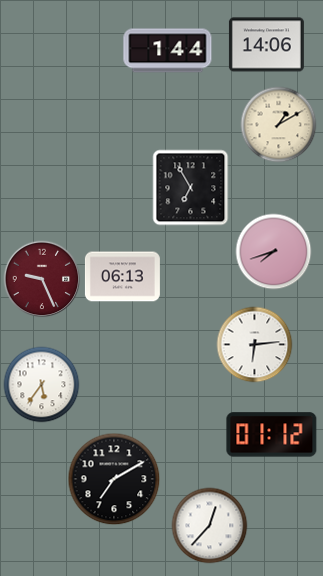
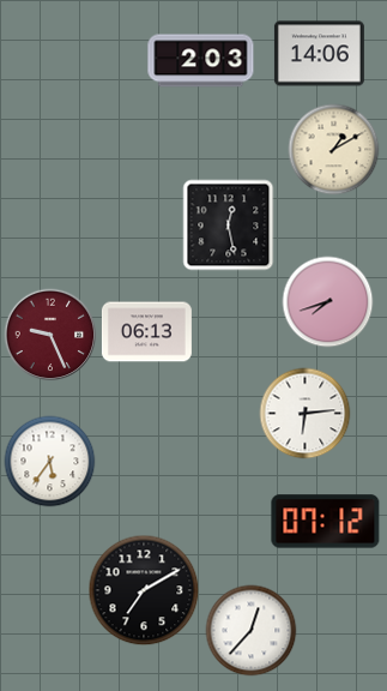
clock at (168, 51): 1:44 -> 2:03
clock at (191, 188): 6:55 -> 12:28
clock at (272, 435): 01:12 -> 07:12
clock at (114, 479) position: (114, 479) -> (144, 590)
